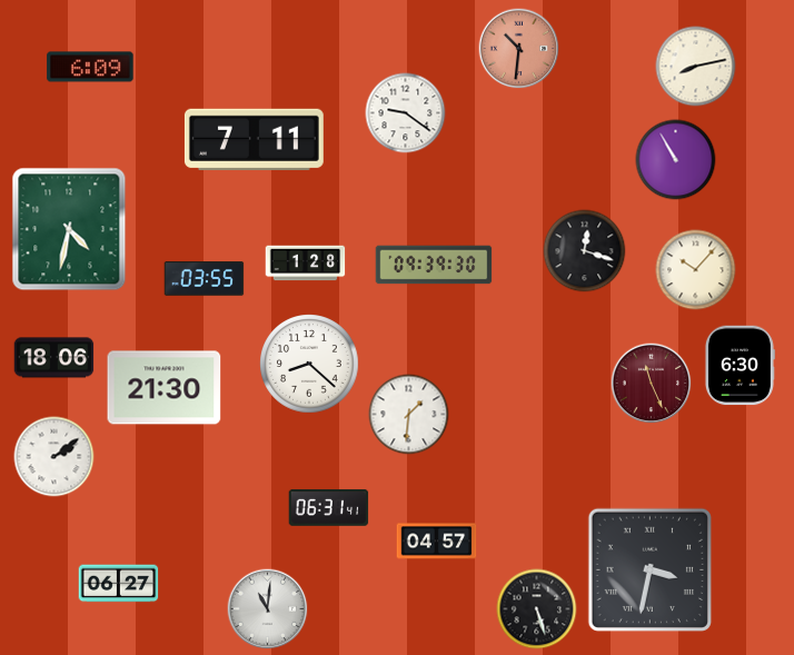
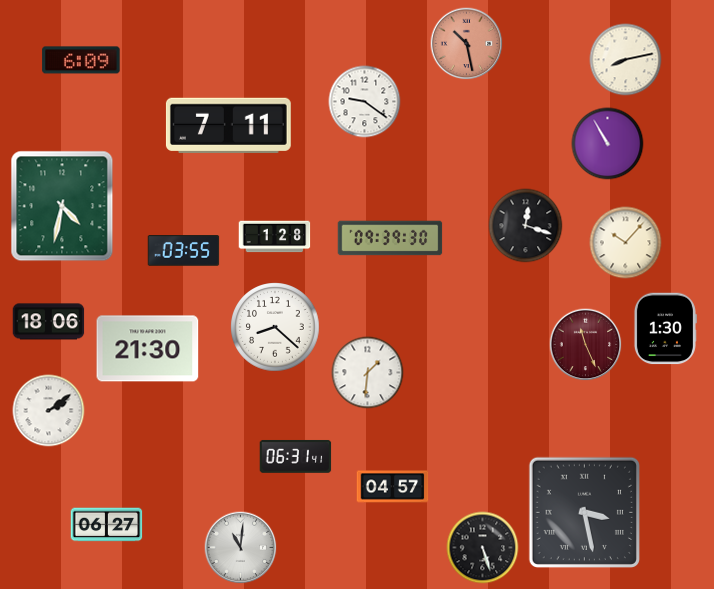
clock at (519, 49): 10:31 -> 10:28
clock at (309, 364) position: (309, 364) -> (275, 327)
clock at (740, 366): 6:30 -> 1:30
clock at (649, 569): 3:32 -> 3:28
